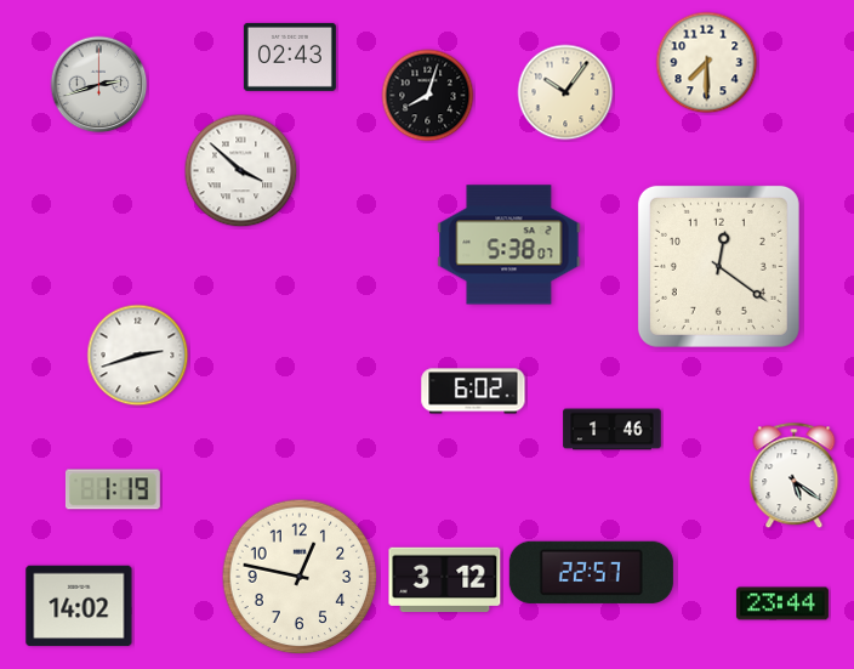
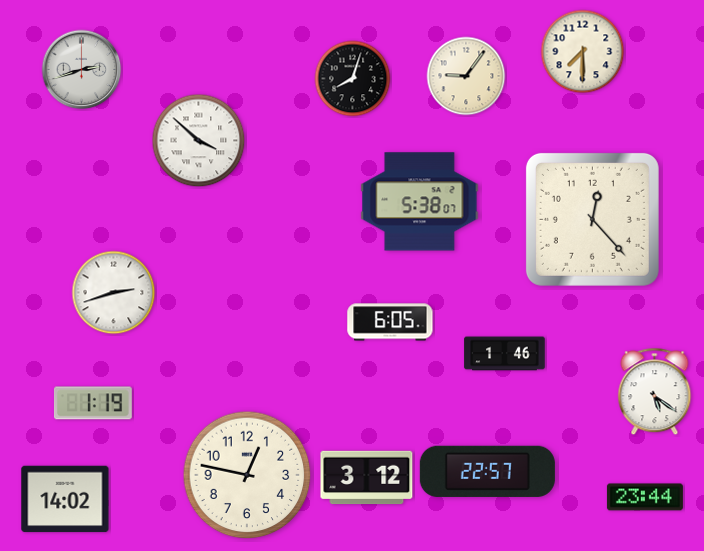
clock at (290, 57): 02:43 -> none
clock at (565, 92): 10:06 -> 9:06
clock at (718, 266): 12:21 -> 12:23
clock at (473, 391): 6:02 -> 6:05
